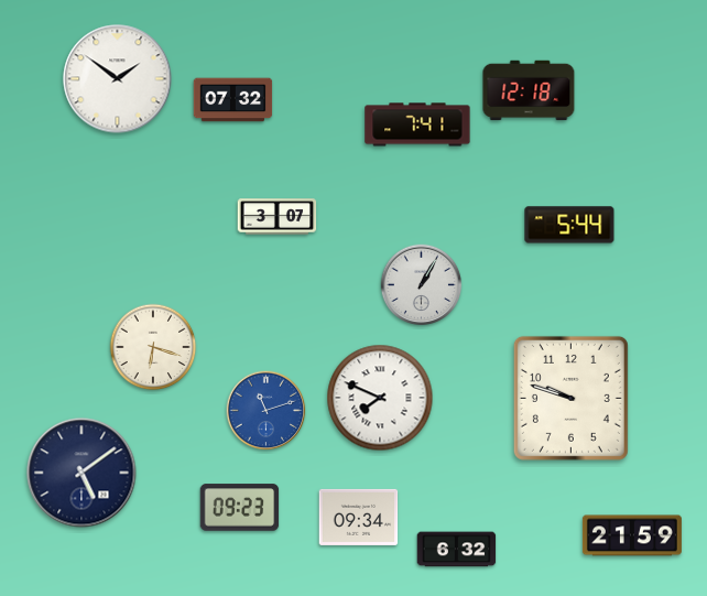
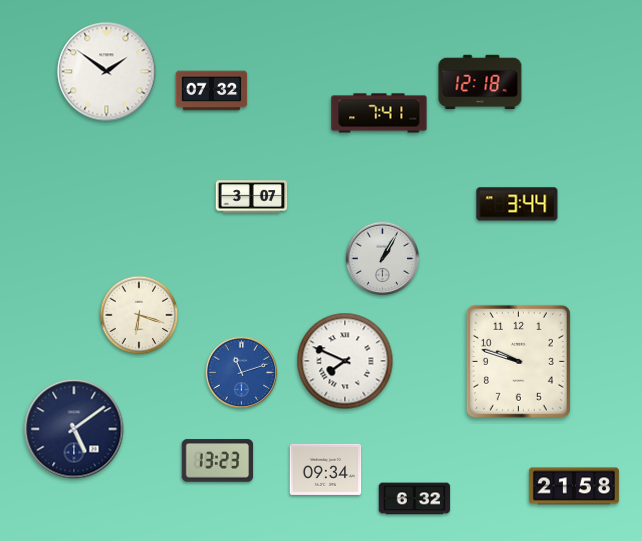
clock at (569, 225): 5:44 -> 3:44
clock at (240, 508): 09:23 -> 13:23
clock at (632, 535): 21:59 -> 21:58
